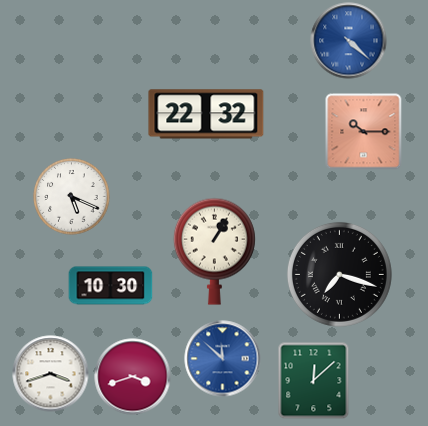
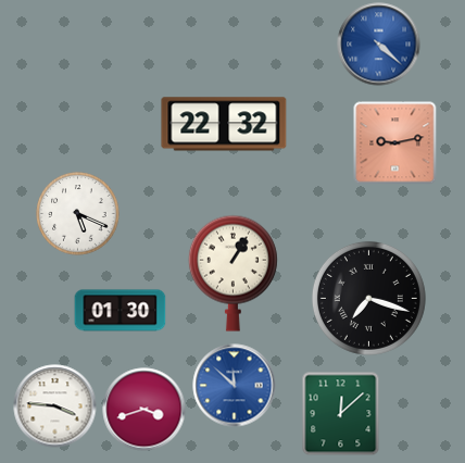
clock at (364, 132): 10:15 -> 9:13
clock at (111, 286): 10:30 -> 01:30
clock at (223, 359) position: (223, 359) -> (235, 386)
clock at (51, 374): 3:42 -> 3:46
